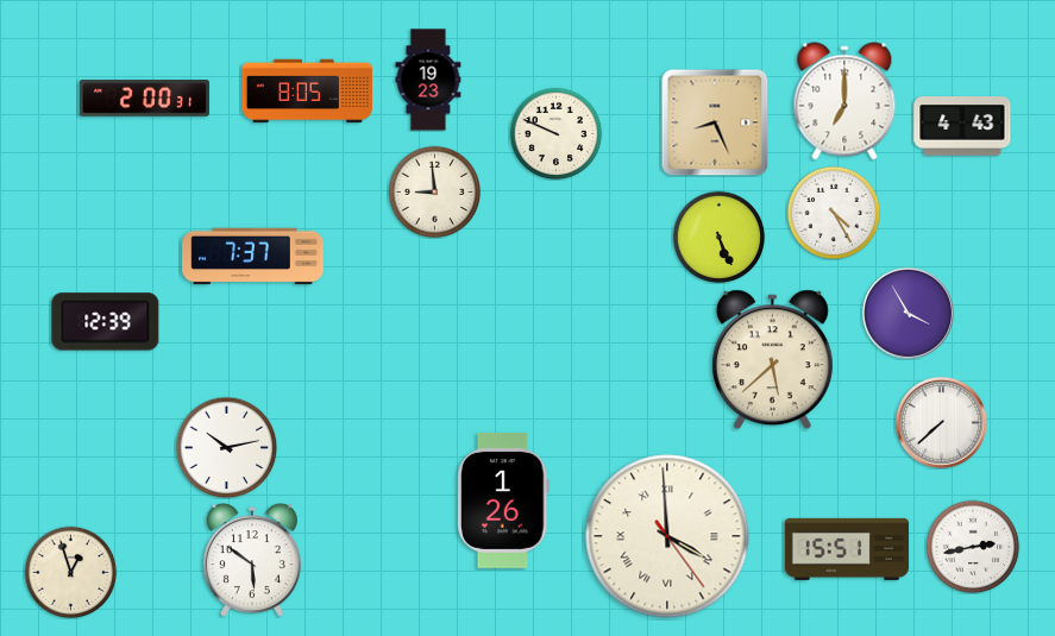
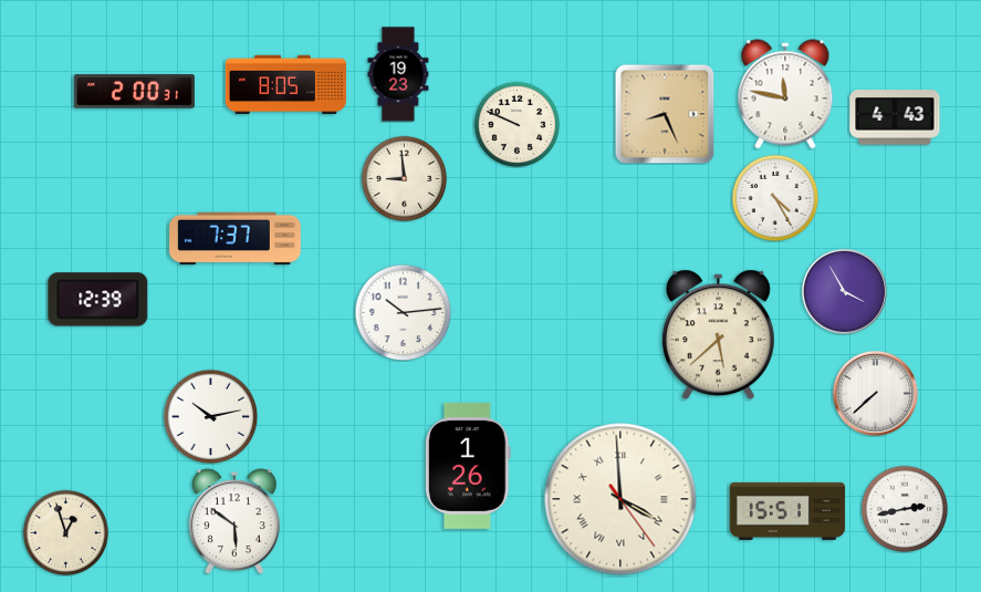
clock at (844, 101): 7:00 -> 11:47
clock at (718, 237): 5:26 -> none
clock at (403, 312): none -> 10:14
